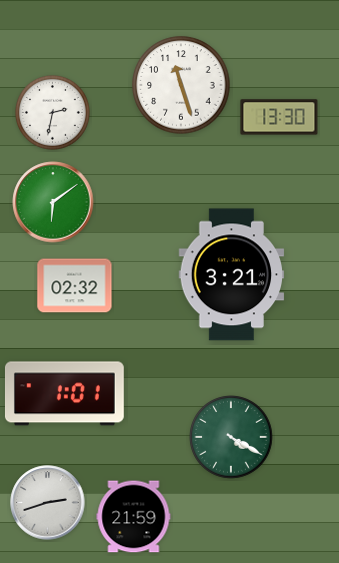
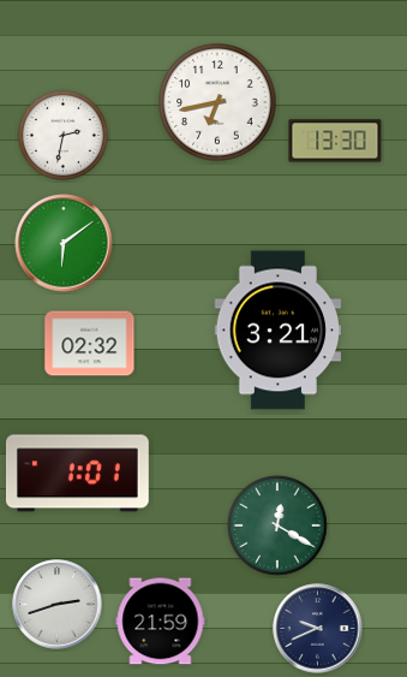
clock at (181, 85): 11:27 -> 6:43
clock at (231, 437): 4:20 -> 12:20
clock at (318, 629): none -> 9:41
